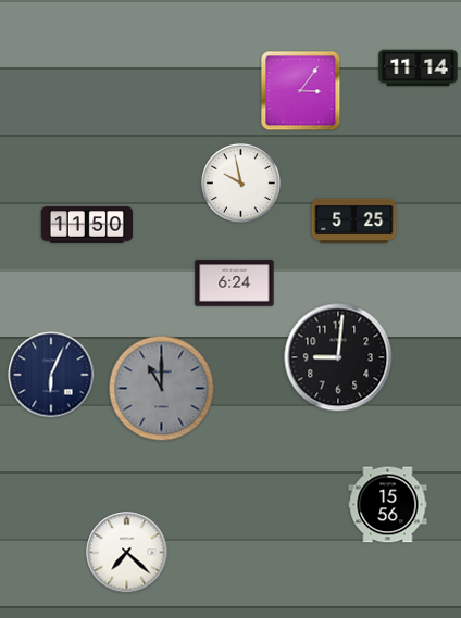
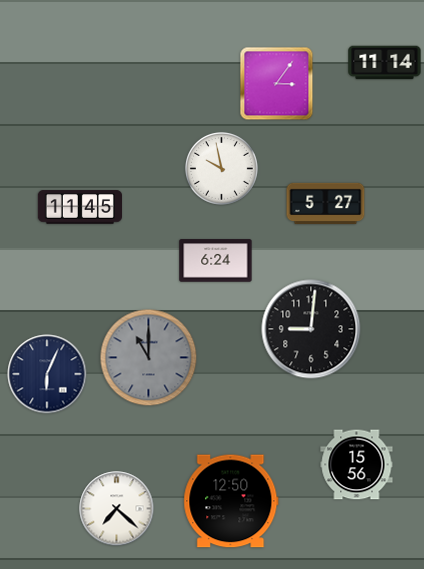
clock at (354, 222): 5:25 -> 5:27
clock at (86, 225): 11:50 -> 11:45
clock at (51, 375) position: (51, 375) -> (47, 374)
clock at (231, 501): none -> 12:50
